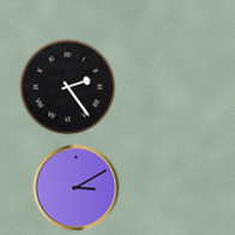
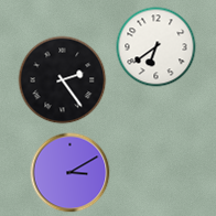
clock at (156, 47): none -> 6:39
